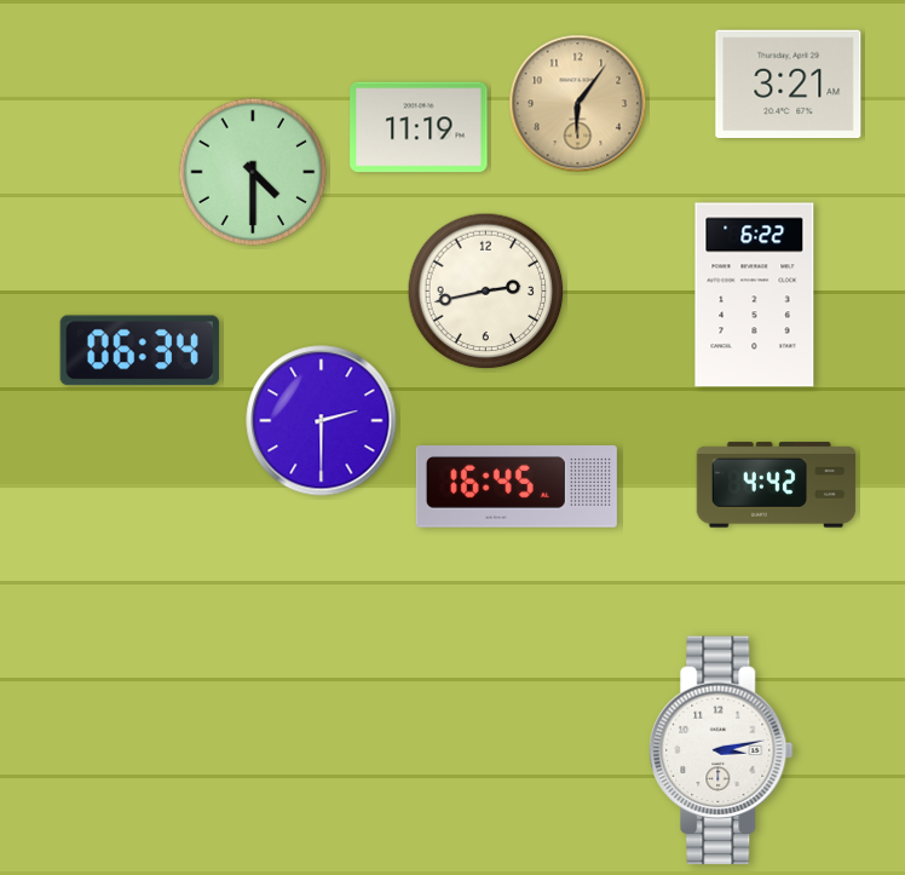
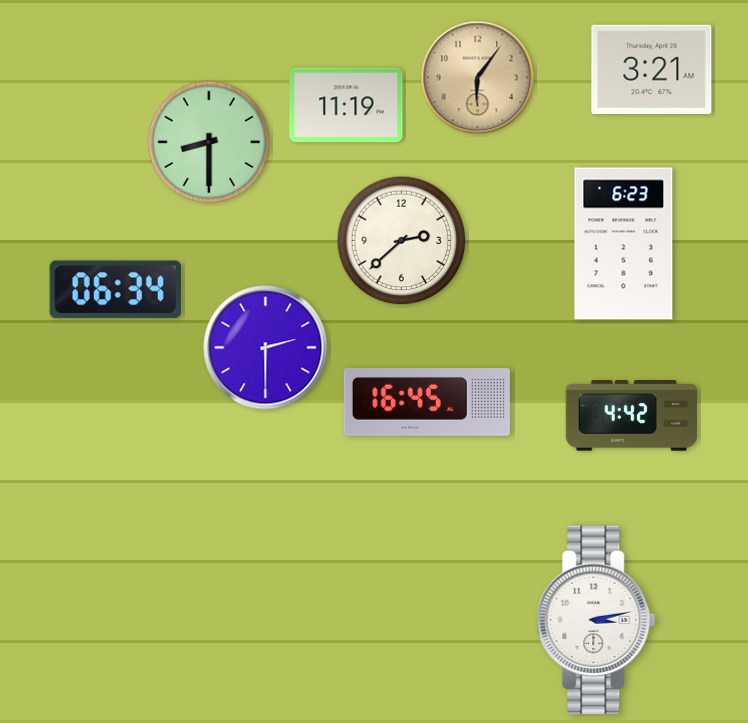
clock at (578, 104) position: (578, 104) -> (478, 78)
clock at (253, 172): 4:30 -> 8:30
clock at (486, 292): 2:43 -> 2:38
clock at (755, 295): 6:22 -> 6:23
clock at (777, 485) position: (777, 485) -> (632, 416)
